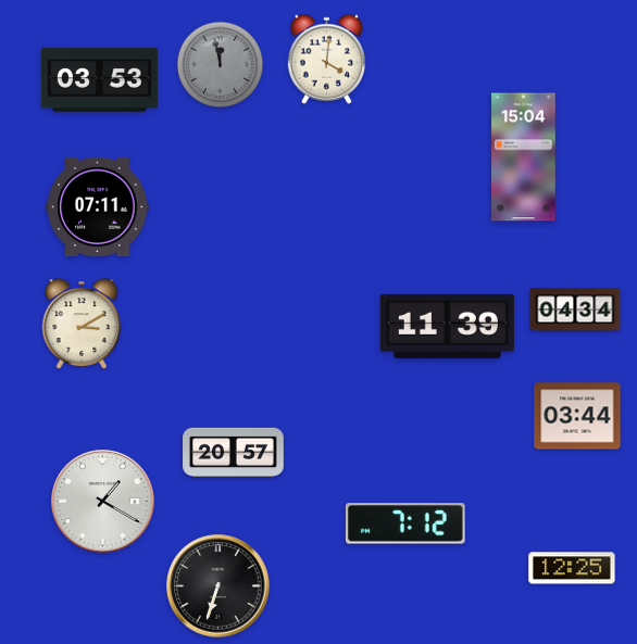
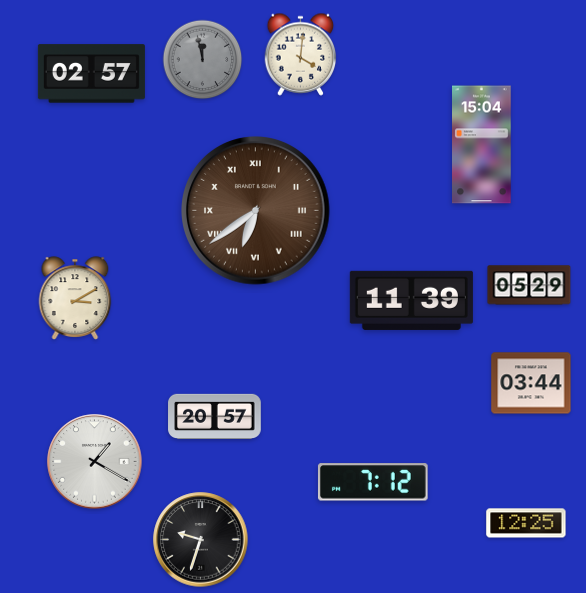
clock at (99, 80): 03:53 -> 02:57
clock at (98, 207): 07:11 -> none
clock at (256, 211): none -> 6:39
clock at (575, 310): 04:34 -> 05:29
clock at (218, 586): 6:33 -> 9:33
